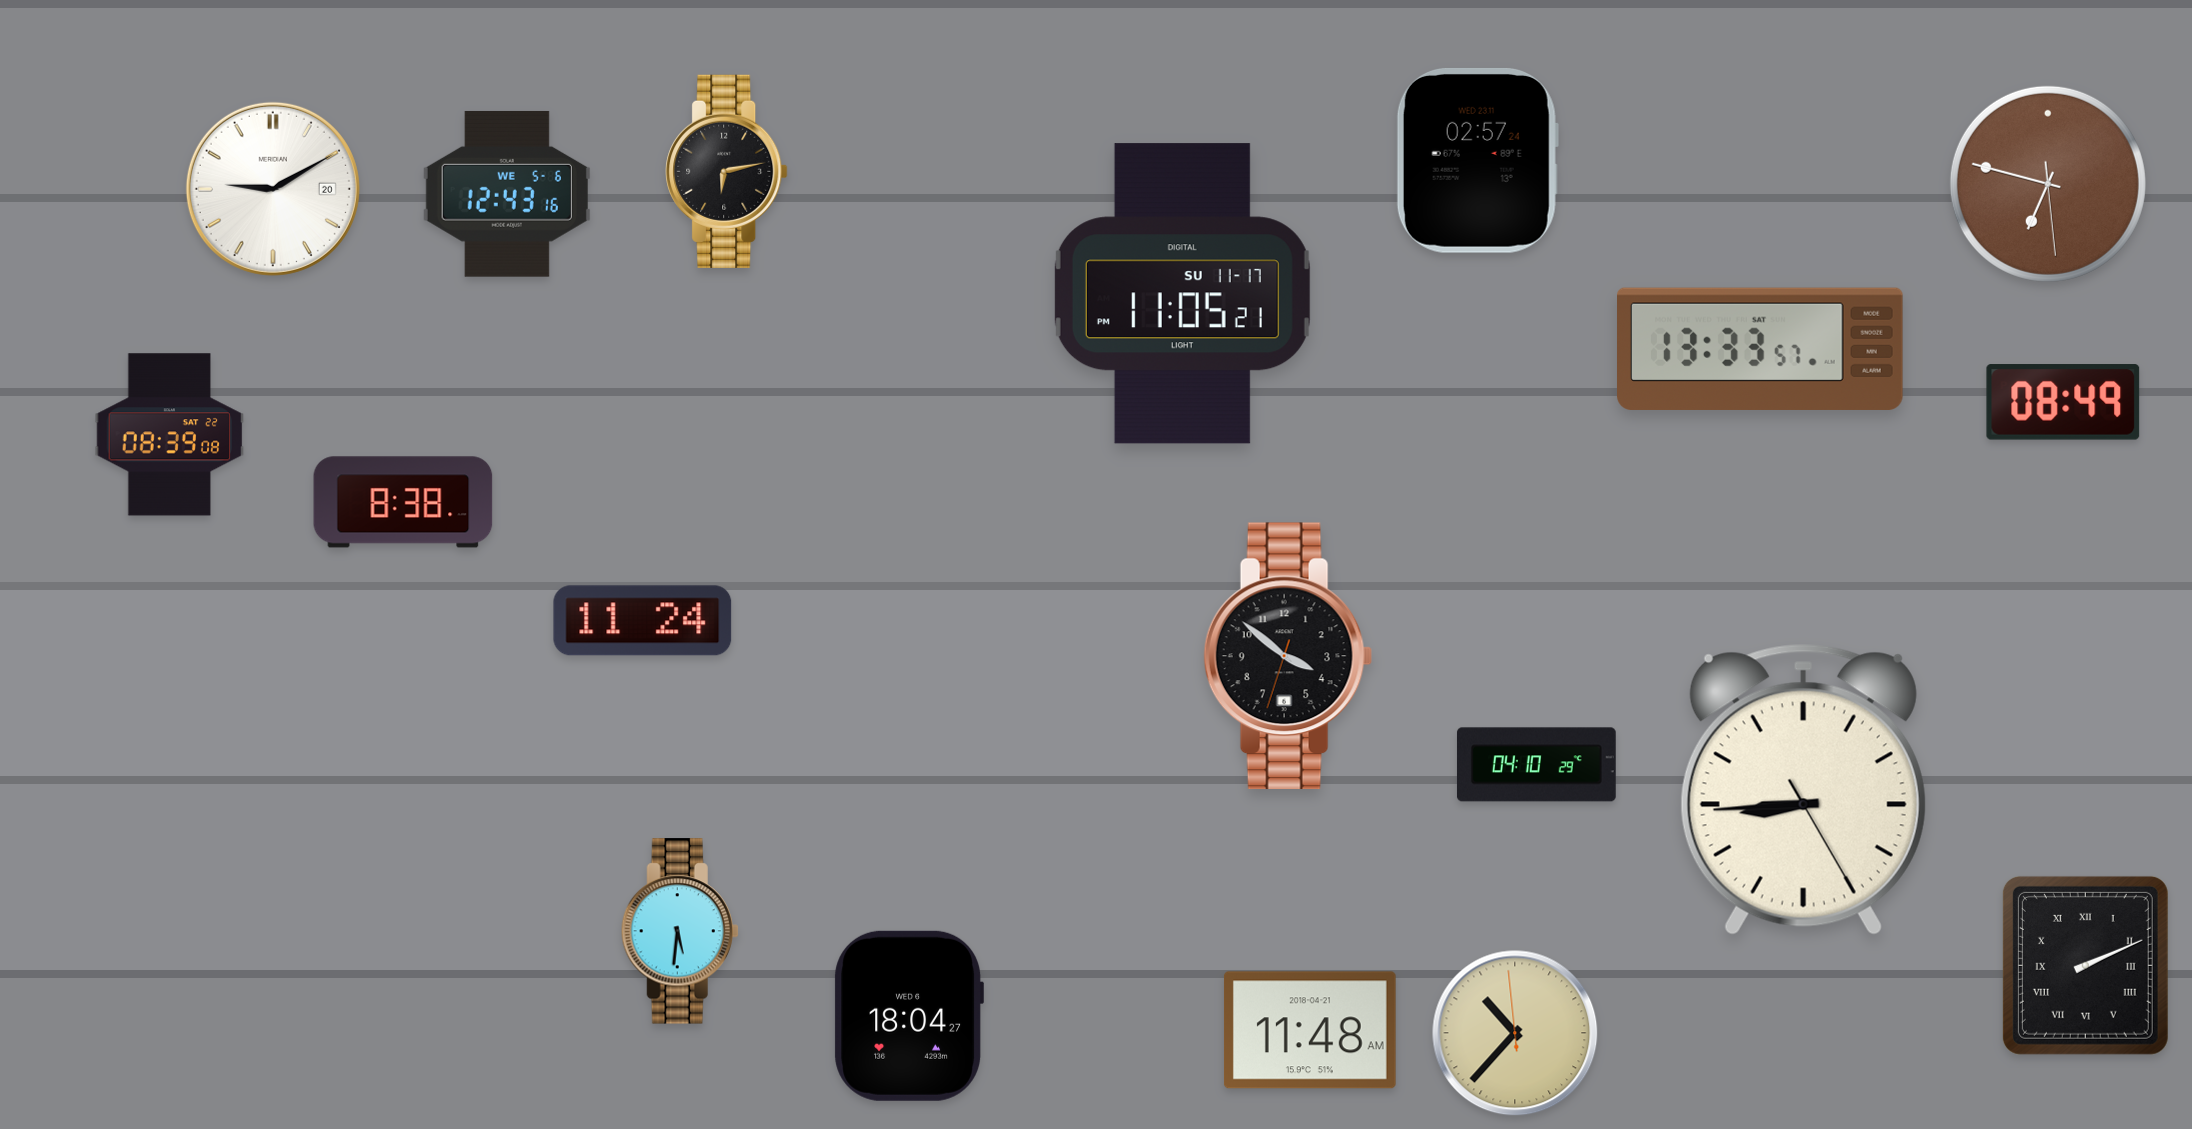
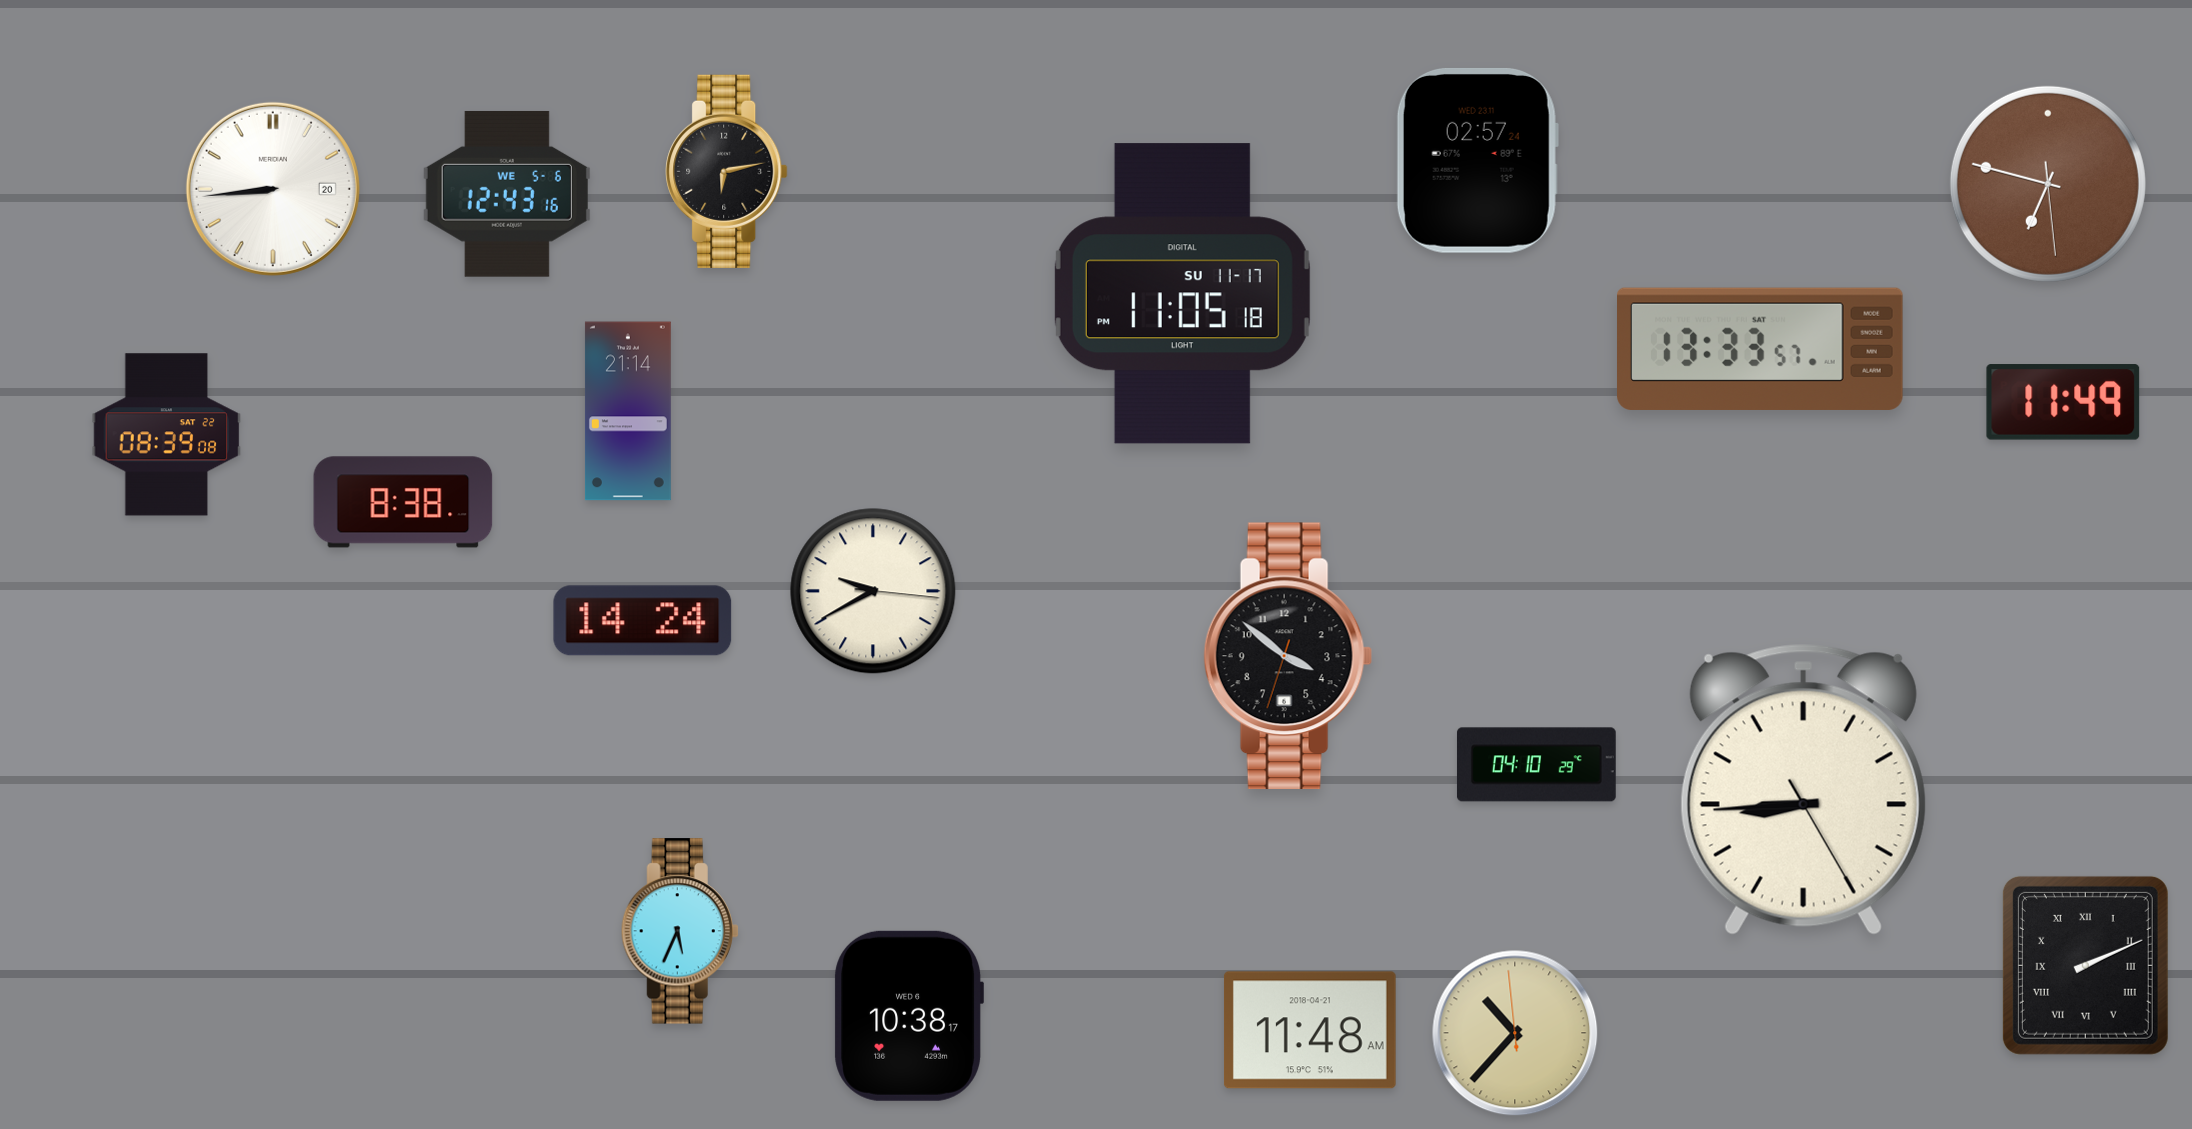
clock at (273, 189): 9:10 -> 8:44
clock at (1182, 294): 11:05:21 -> 11:05:18
clock at (2063, 402): 08:49 -> 11:49
clock at (628, 411): none -> 21:14
clock at (170, 435) position: (170, 435) -> (167, 435)
clock at (873, 591): none -> 9:40
clock at (643, 621): 11:24 -> 14:24
clock at (680, 931): 5:31 -> 5:34
clock at (909, 1016): 18:04 -> 10:38
